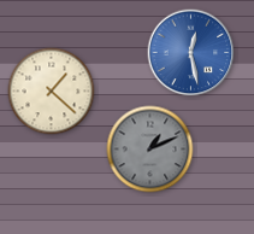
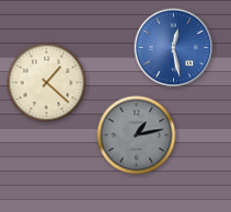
clock at (150, 150): 1:11 -> 1:13
